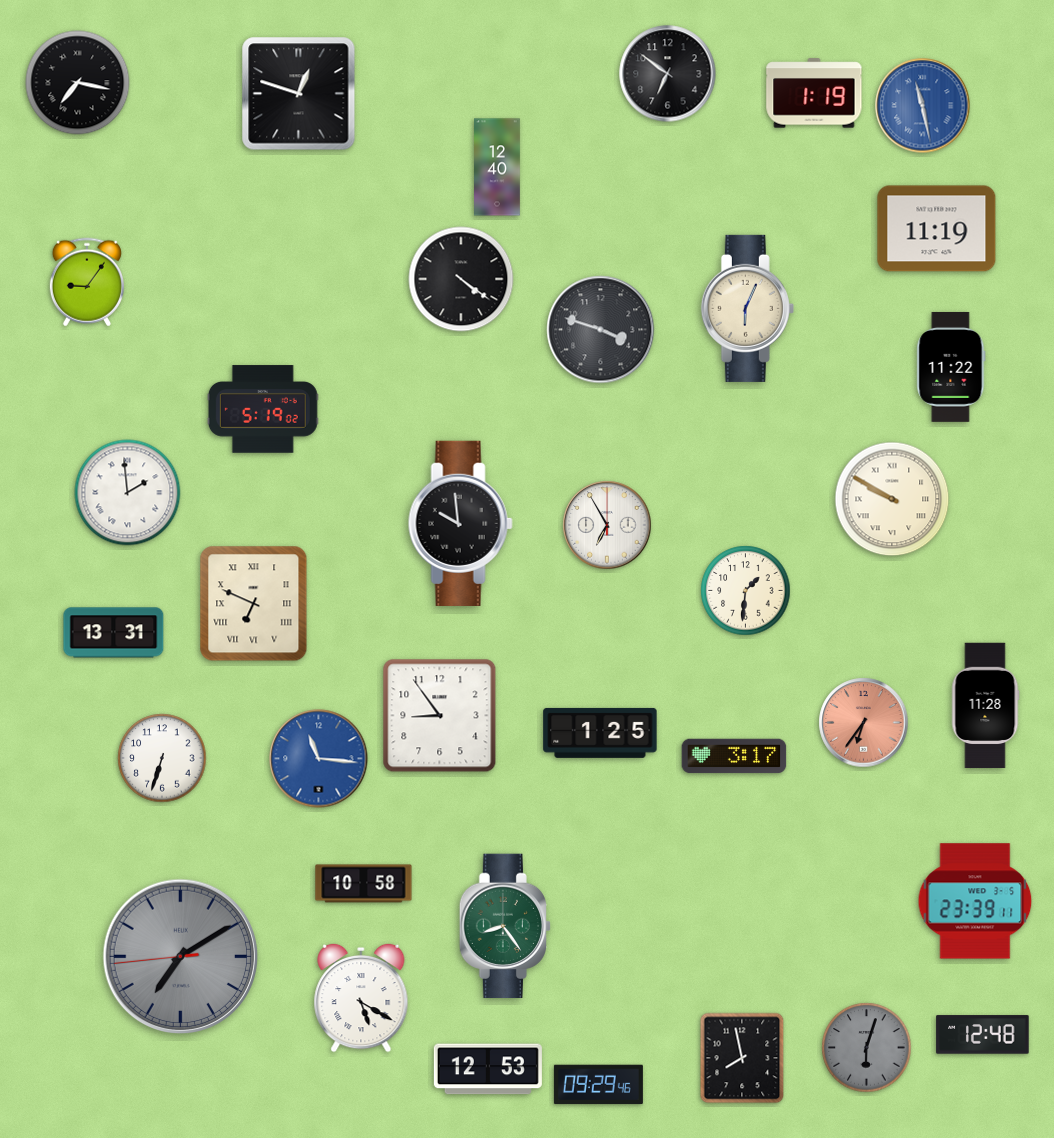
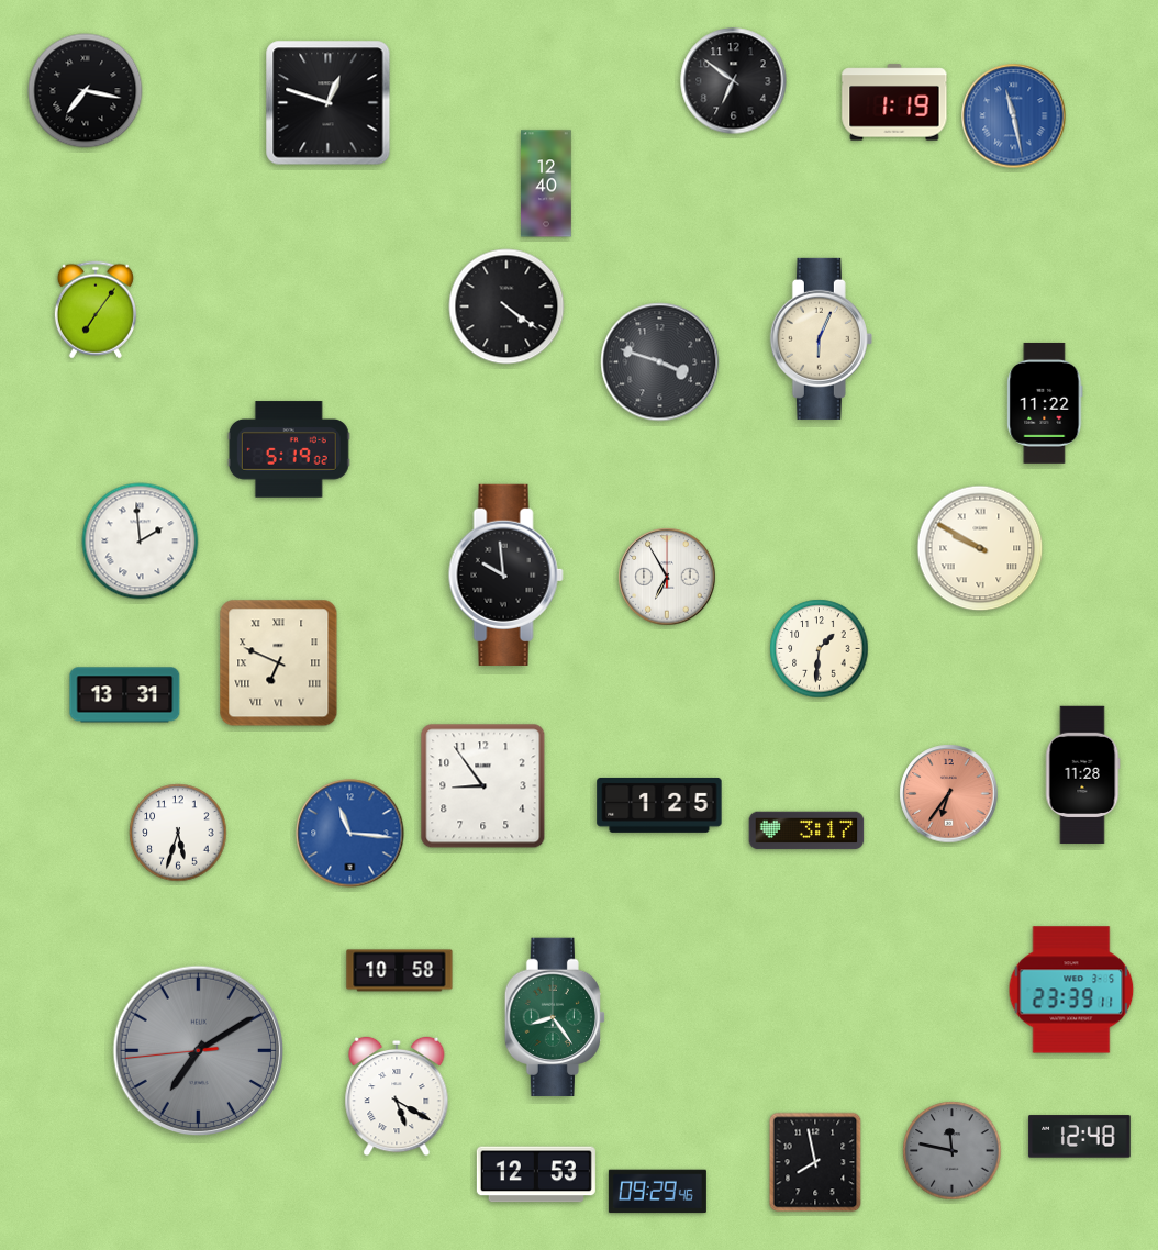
clock at (937, 229): 11:19 -> none
clock at (87, 282): 9:06 -> 7:06
clock at (162, 758): 6:33 -> 5:33
clock at (867, 1048): 6:03 -> 11:47
